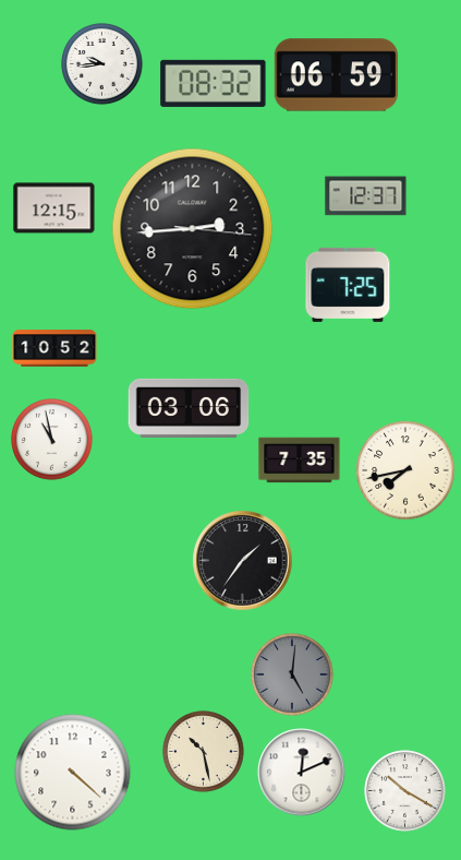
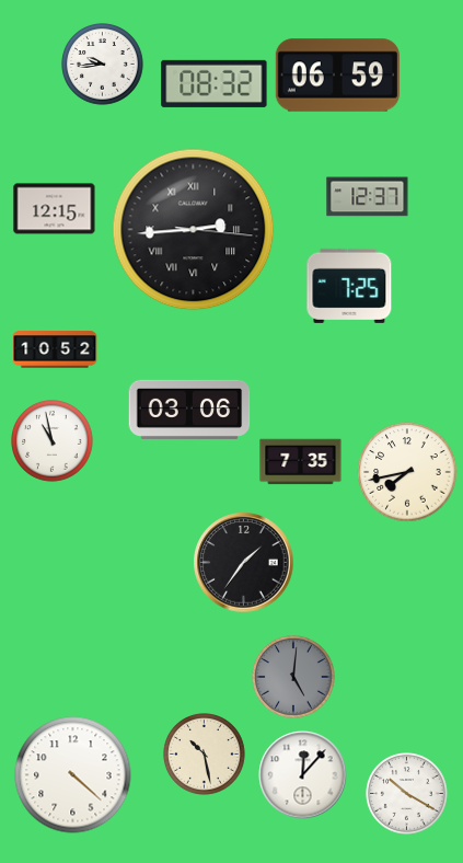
clock at (193, 229) numerals: Arabic -> Roman
clock at (302, 773): 12:11 -> 12:07
